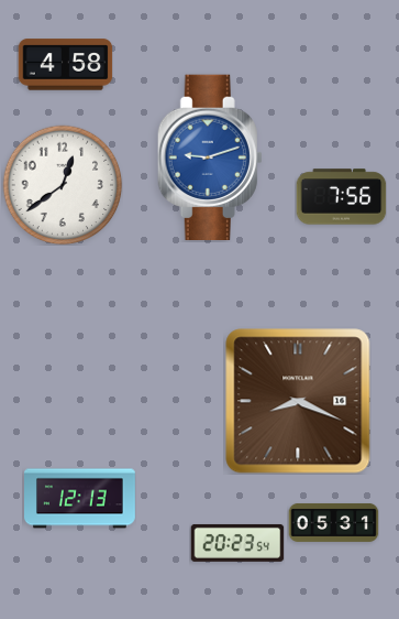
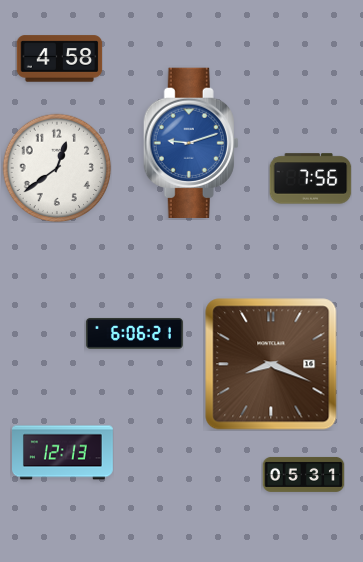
clock at (134, 333): none -> 6:06
clock at (80, 499) position: (80, 499) -> (63, 453)
clock at (237, 543): 20:23 -> none
